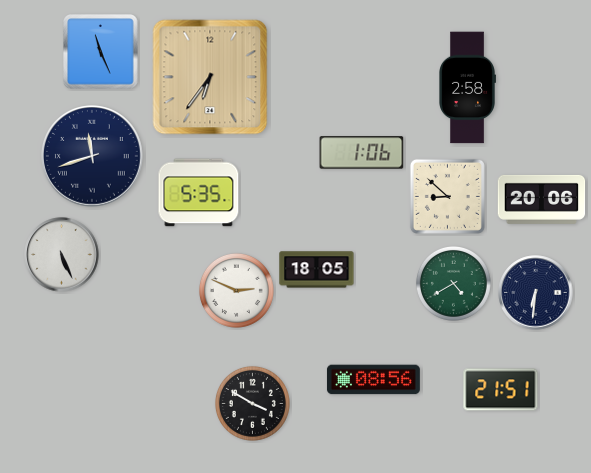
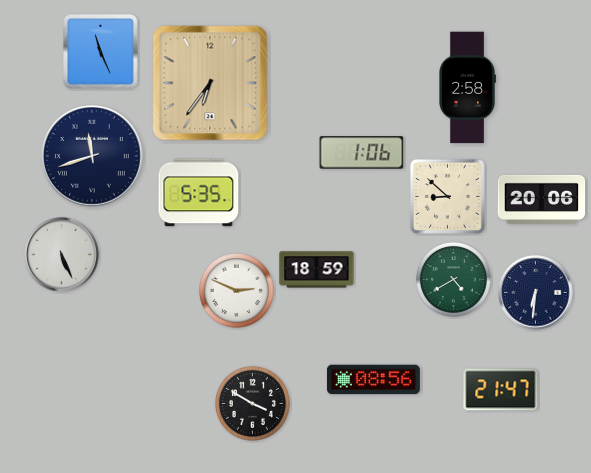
clock at (210, 77) position: (210, 77) -> (210, 83)
clock at (317, 270): 18:05 -> 18:59
clock at (453, 283) position: (453, 283) -> (453, 279)
clock at (501, 390): 21:51 -> 21:47
